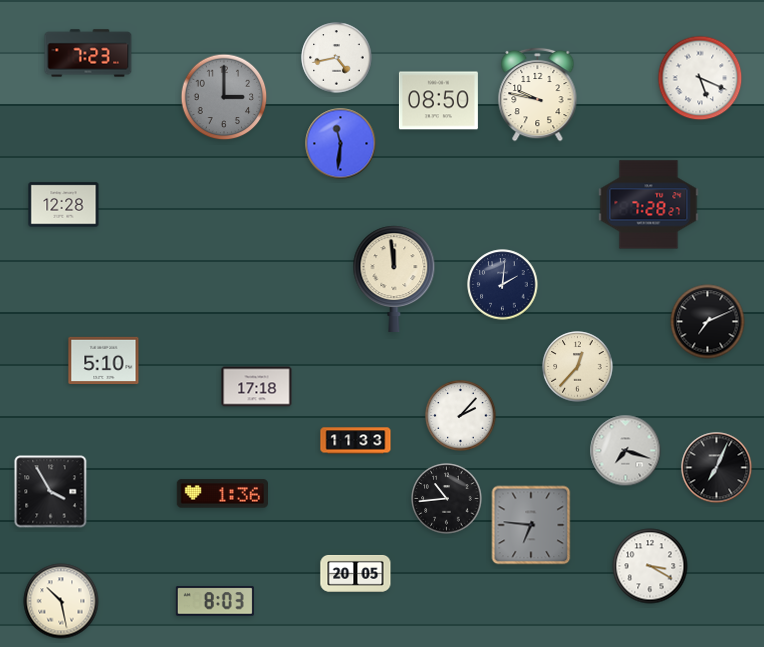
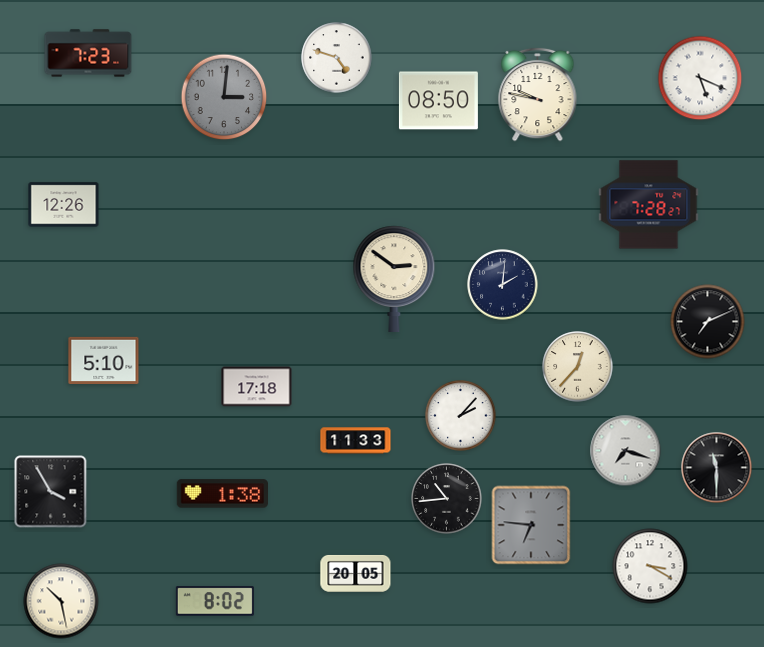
clock at (337, 58): 4:43 -> 4:48
clock at (224, 97): 3:00 -> 3:01
clock at (341, 144): 11:31 -> none
clock at (64, 205): 12:28 -> 12:26
clock at (394, 279): 11:59 -> 2:51
clock at (717, 468): 7:04 -> 11:30
clock at (222, 494): 1:36 -> 1:38
clock at (215, 601): 8:03 -> 8:02
